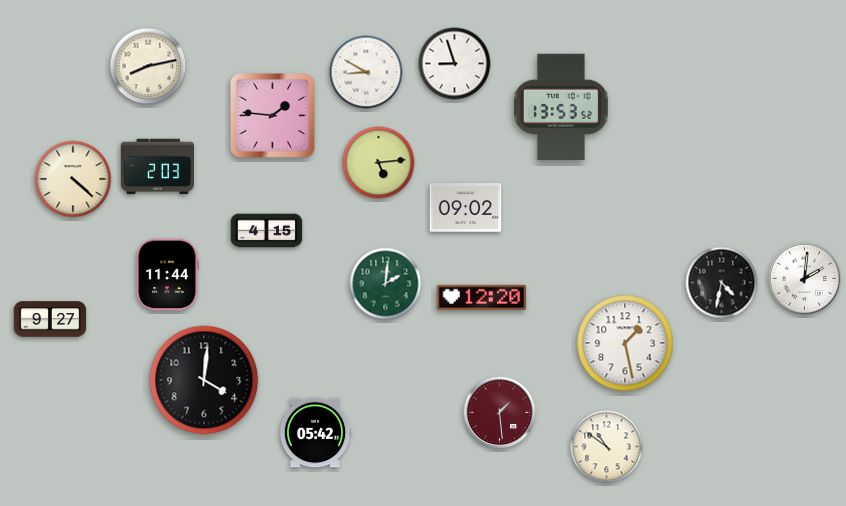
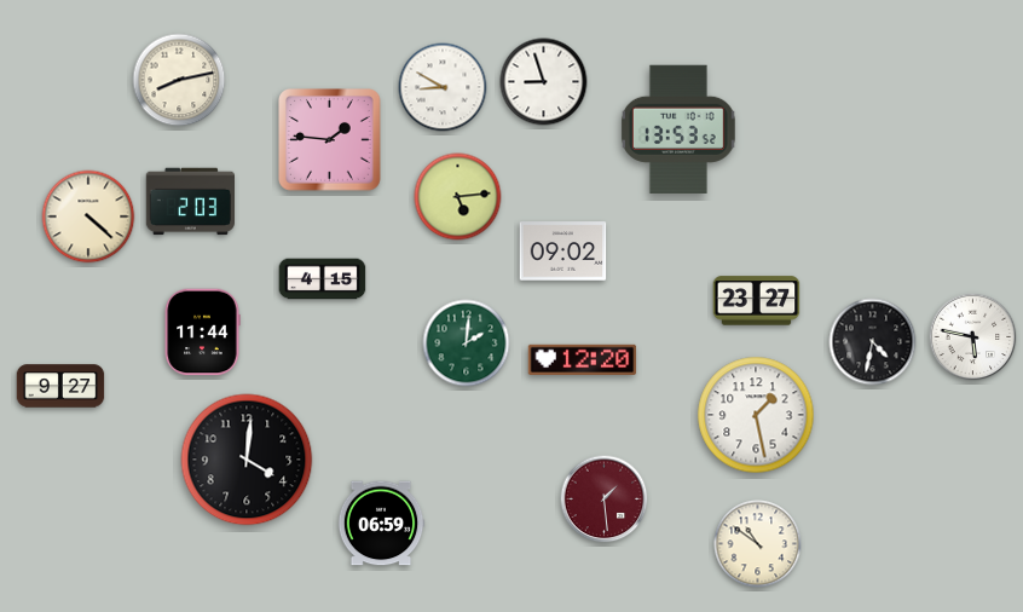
clock at (455, 64) position: (455, 64) -> (544, 82)
clock at (757, 301): none -> 23:27
clock at (805, 279): 2:01 -> 5:47
clock at (315, 433): 05:42 -> 06:59
clock at (607, 447) position: (607, 447) -> (758, 544)
